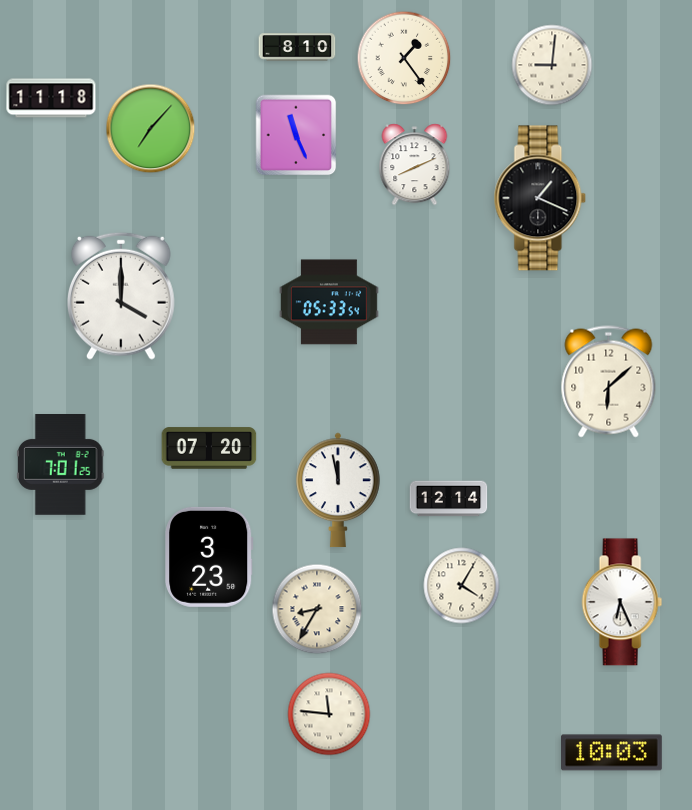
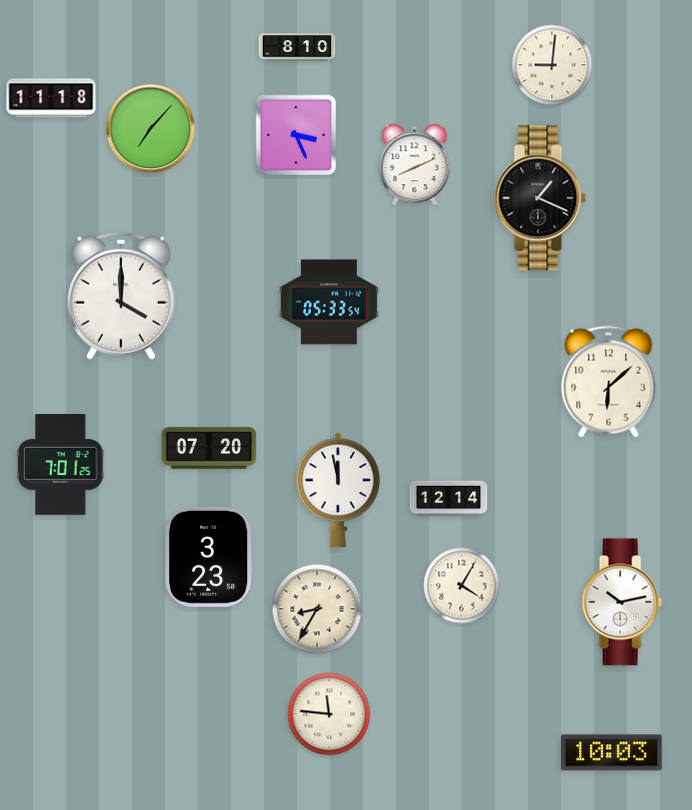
clock at (404, 58): 1:24 -> none
clock at (296, 135): 11:26 -> 3:26
clock at (622, 602): 6:26 -> 10:13
